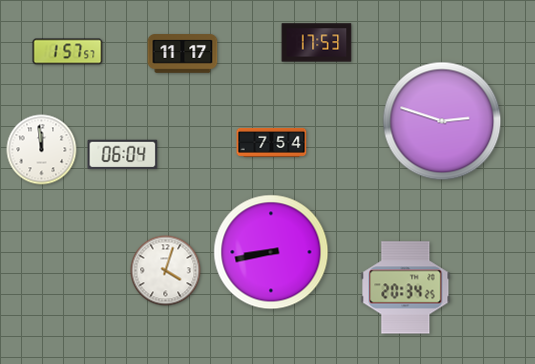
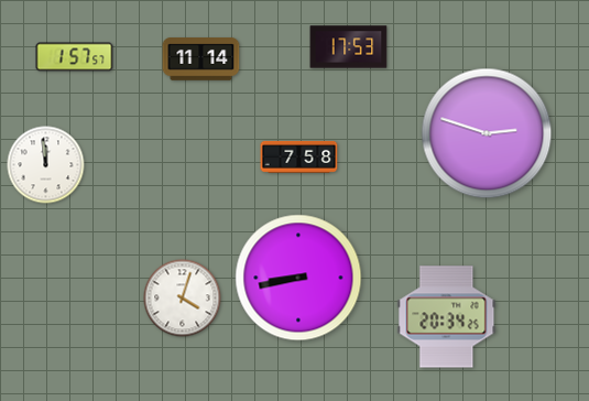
clock at (183, 54): 11:17 -> 11:14
clock at (272, 142): 7:54 -> 7:58
clock at (123, 155): 06:04 -> none
